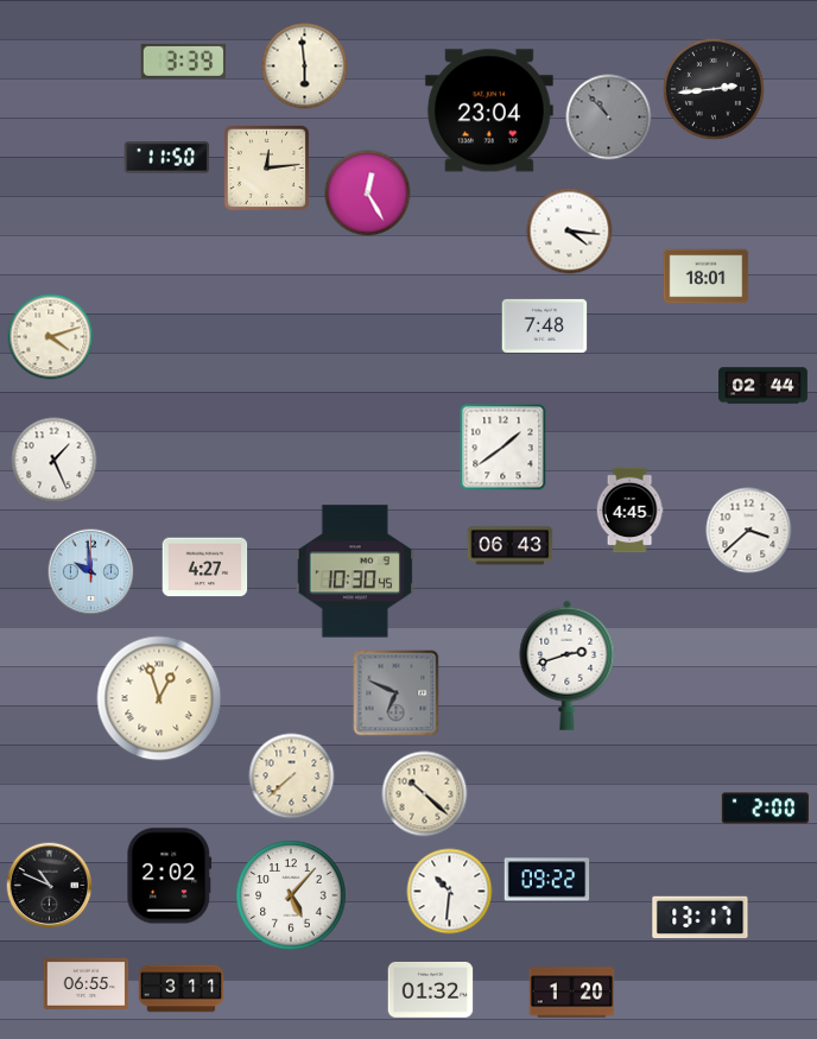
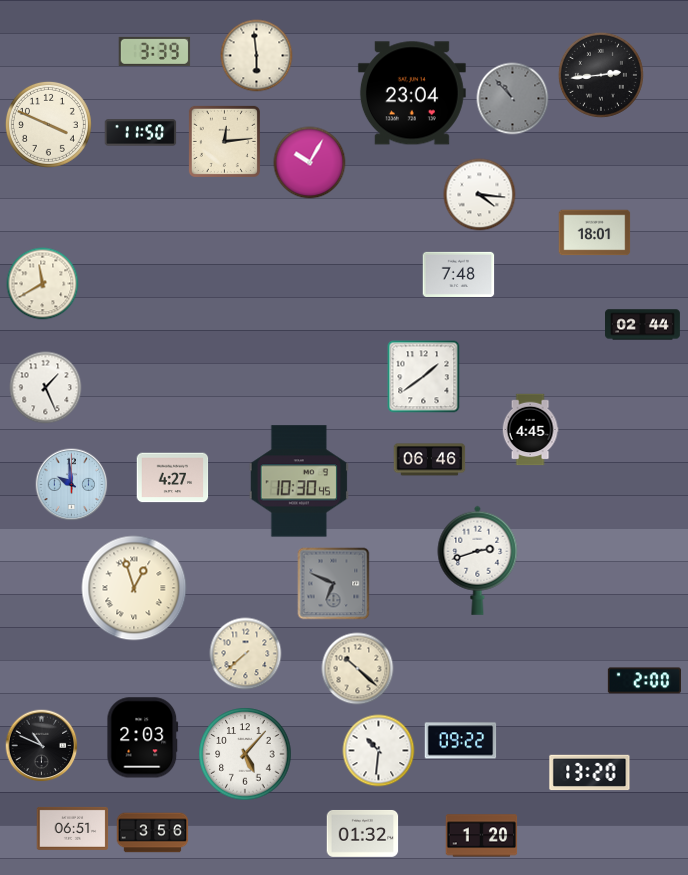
clock at (48, 124): none -> 3:49
clock at (368, 194): 12:25 -> 10:05
clock at (51, 337): 4:12 -> 11:40
clock at (749, 531): 3:38 -> none
clock at (511, 546): 06:43 -> 06:46
clock at (91, 572) position: (91, 572) -> (72, 485)
clock at (170, 876): 2:02 -> 2:03
clock at (701, 918): 13:17 -> 13:20
clock at (87, 983): 06:55 -> 06:51
clock at (182, 989): 3:11 -> 3:56
